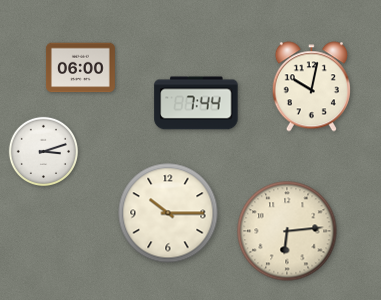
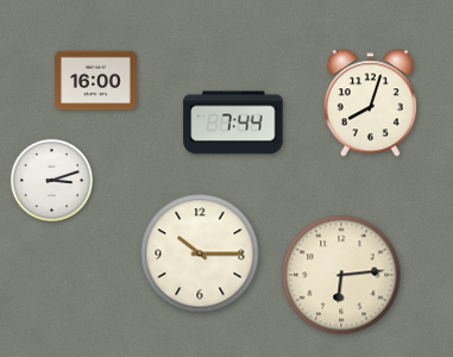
clock at (80, 68): 06:00 -> 16:00
clock at (311, 87): 10:02 -> 8:03
